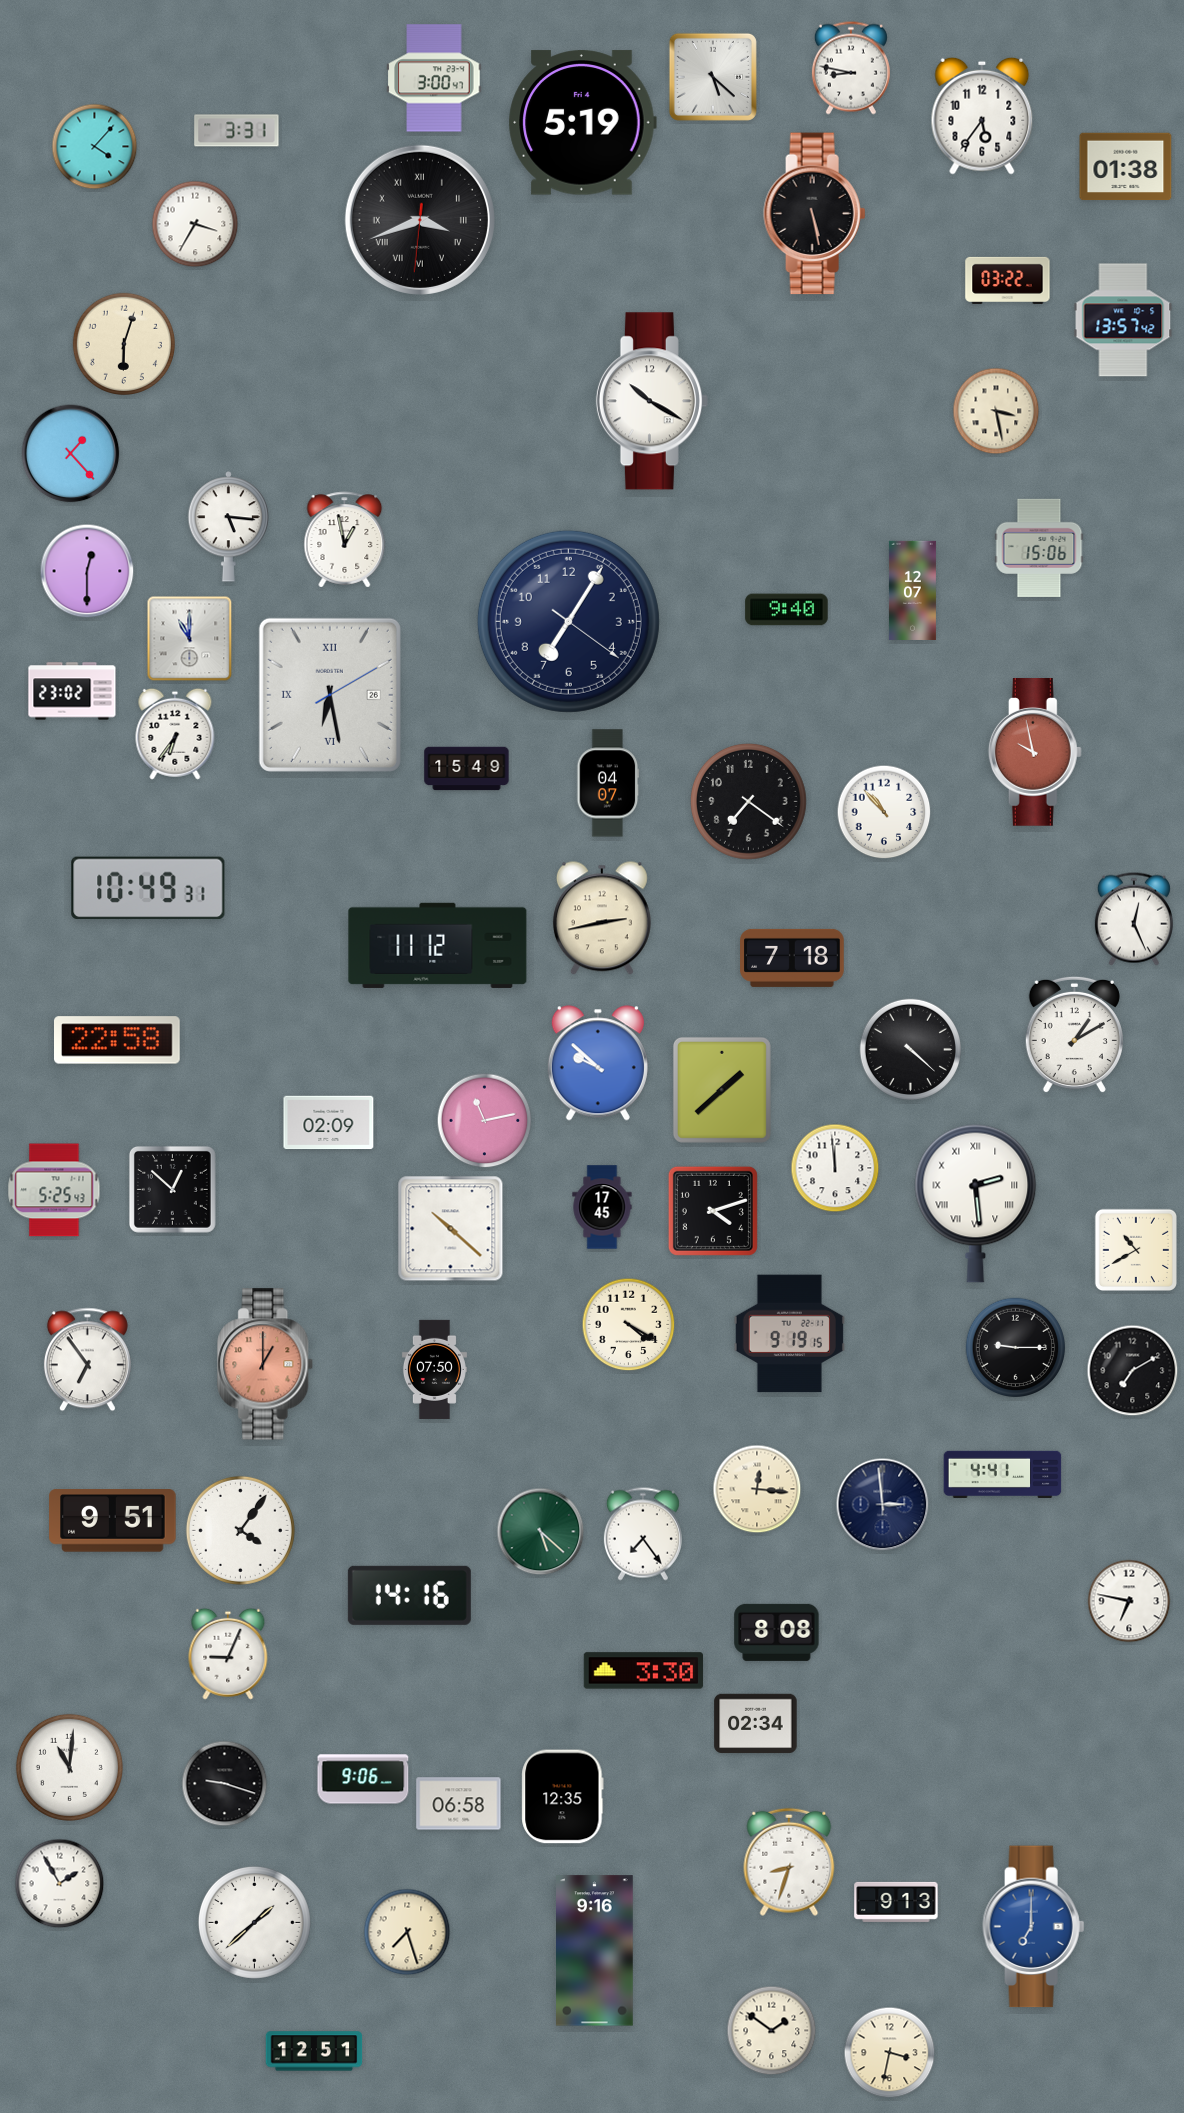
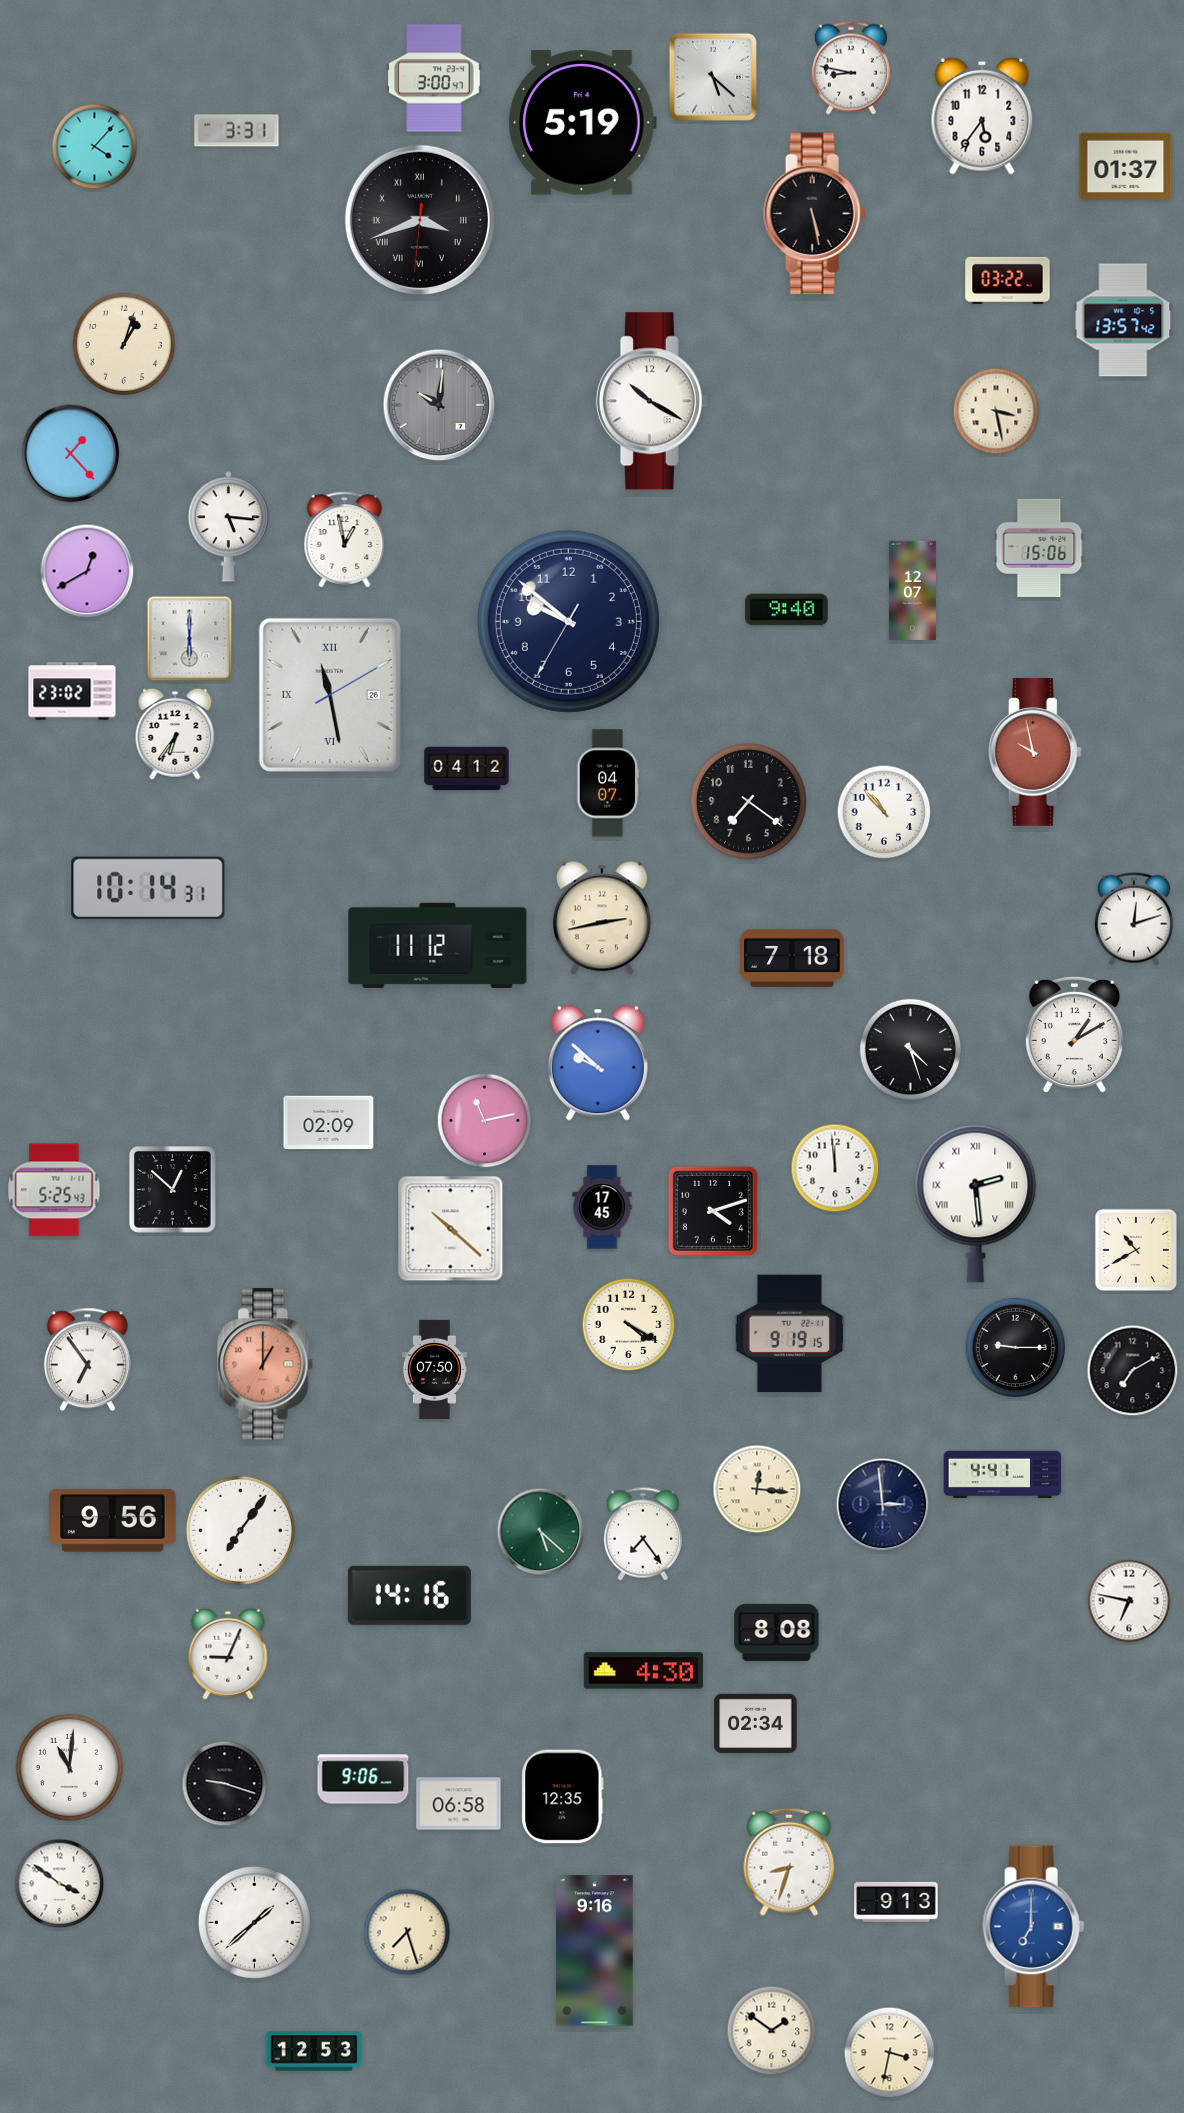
clock at (1126, 167): 01:38 -> 01:37
clock at (195, 224): 3:35 -> none
clock at (124, 344): 6:03 -> 1:03
clock at (439, 405): none -> 10:01
clock at (87, 571): 12:30 -> 12:40
clock at (568, 621): 7:05 -> 9:51
clock at (190, 639): 11:00 -> 6:00
clock at (330, 695): 6:28 -> 11:28
clock at (467, 769): 15:49 -> 04:12
clock at (148, 888): 10:49 -> 10:14
clock at (1134, 919): 12:26 -> 12:12
clock at (118, 1040): 22:58 -> none
clock at (910, 1049): 4:22 -> 4:27
clock at (722, 1090): 1:38 -> none
clock at (113, 1521): 9:51 -> 9:56
clock at (240, 1530): 4:06 -> 7:06
clock at (644, 1671): 3:30 -> 4:30
clock at (60, 1884): 1:55 -> 3:51
clock at (314, 2051): 12:51 -> 12:53
